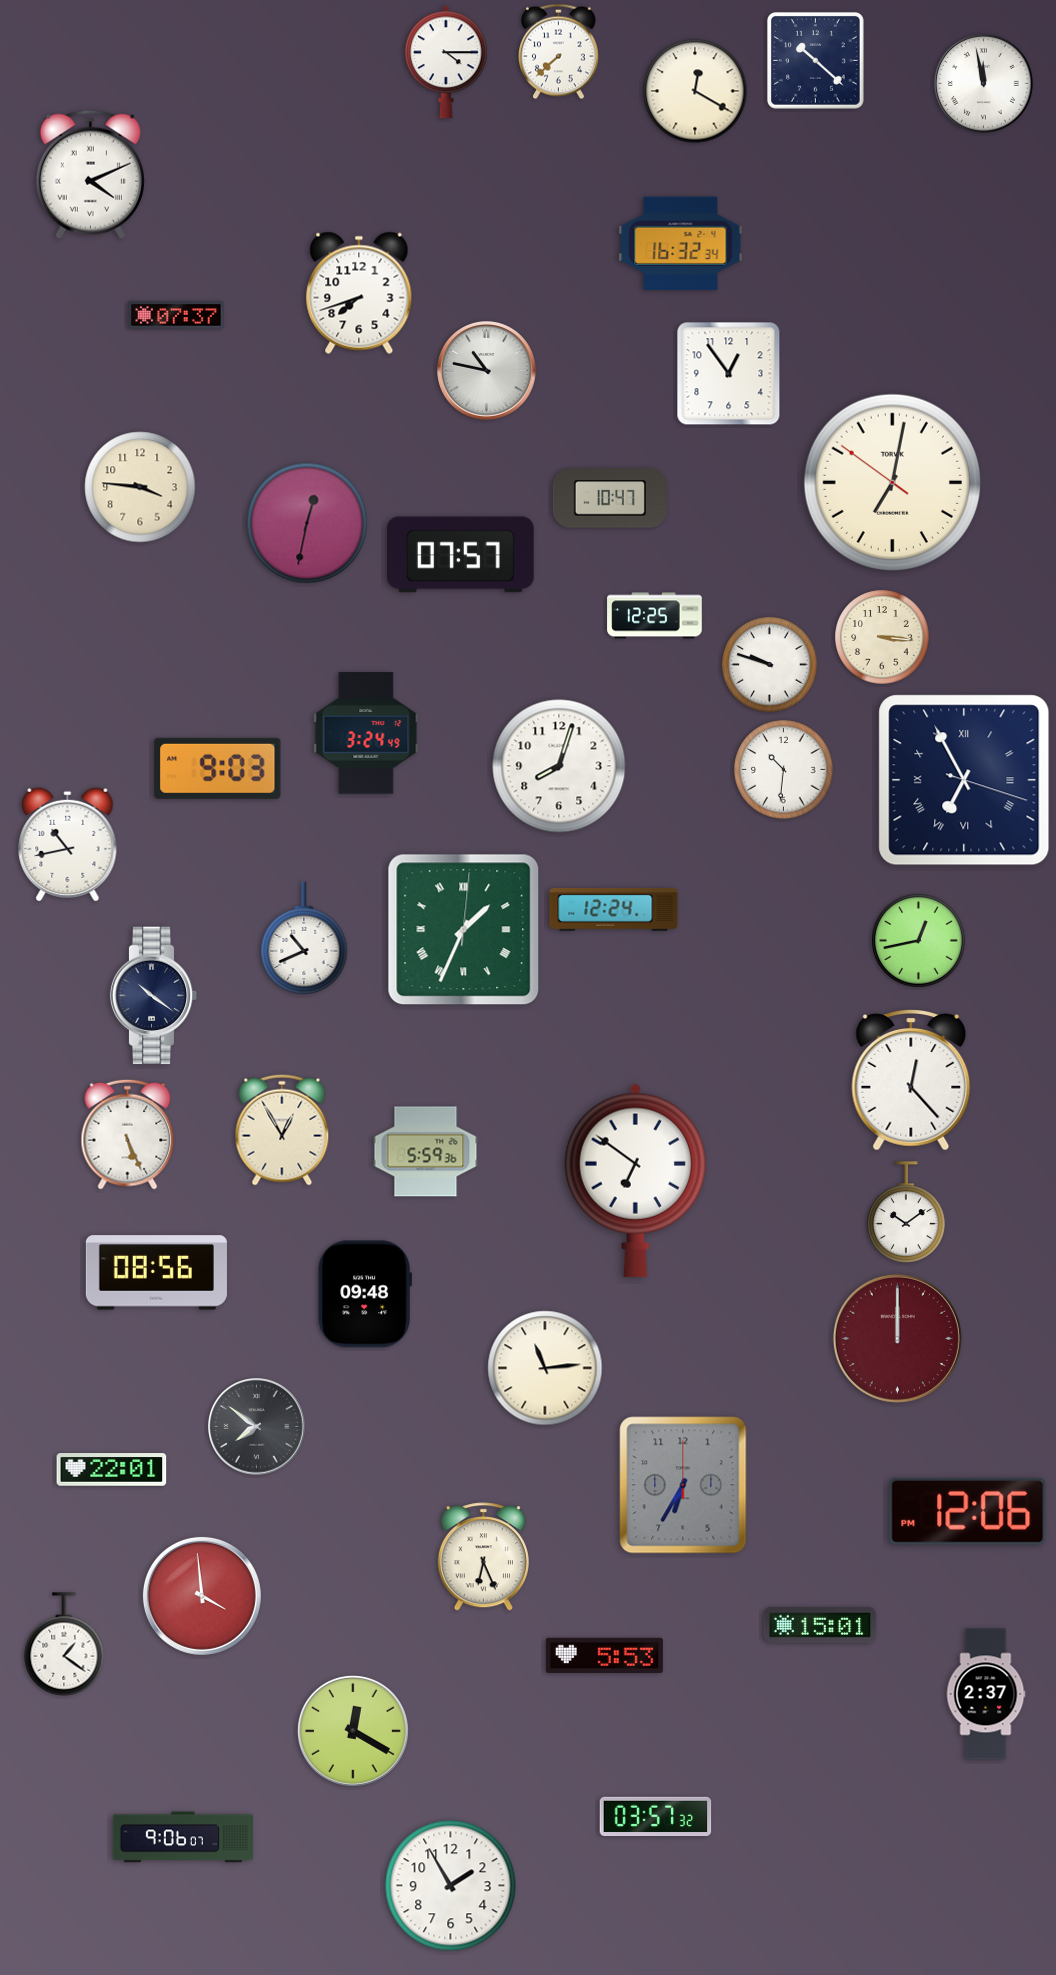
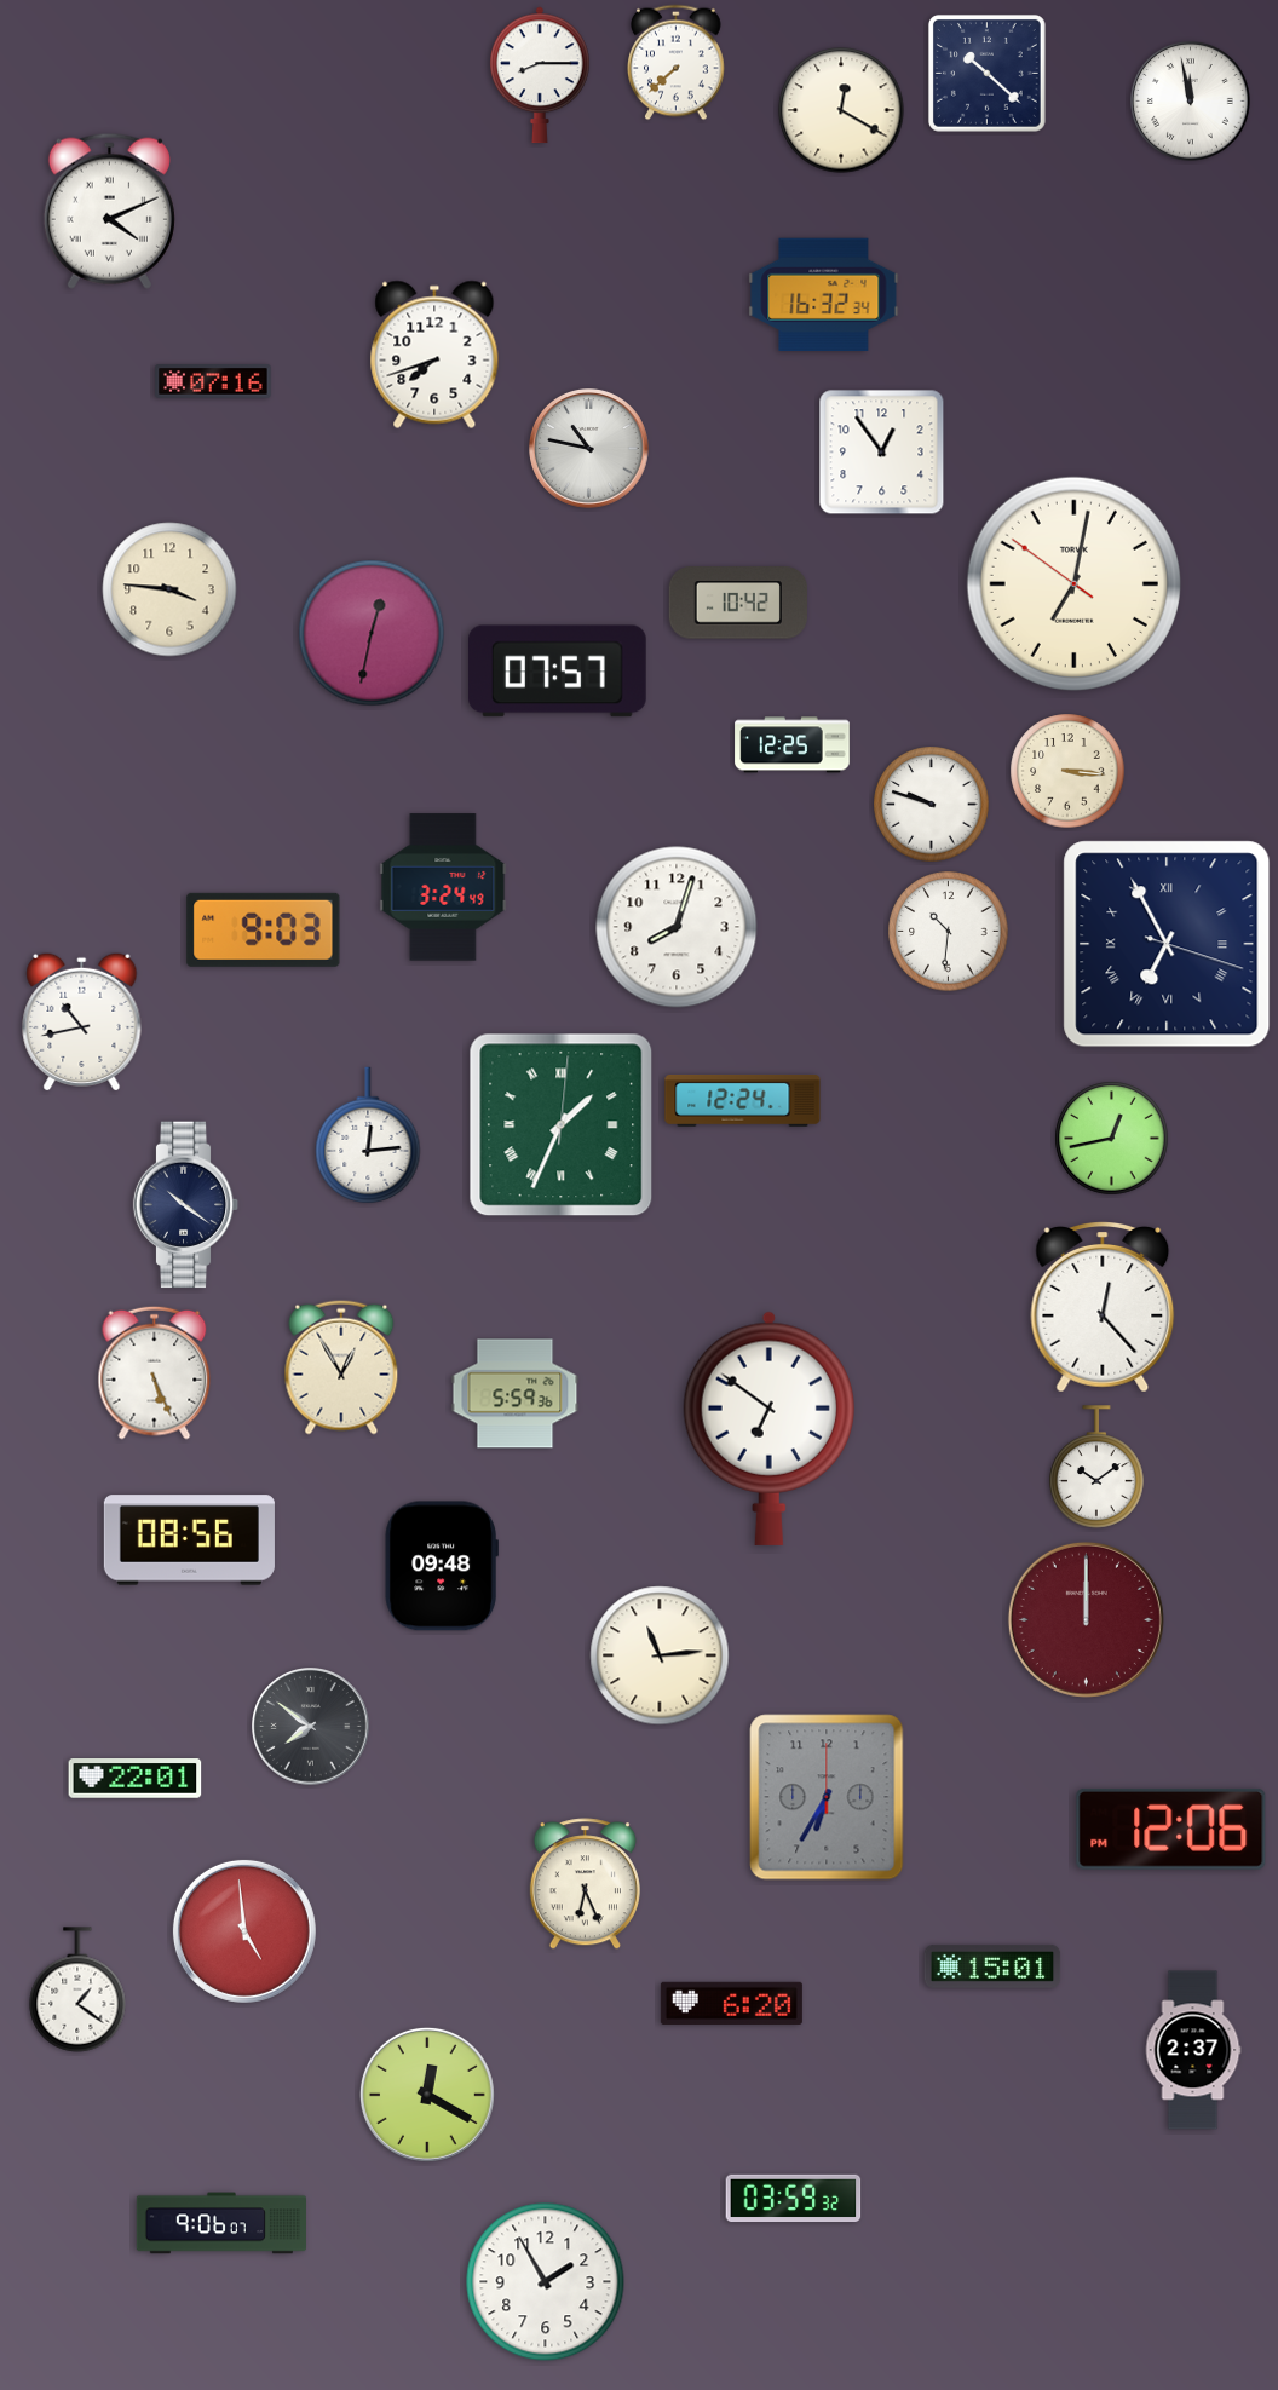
clock at (447, 62): 4:15 -> 8:15
clock at (176, 316): 07:37 -> 07:16
clock at (892, 482) position: (892, 482) -> (1073, 583)
clock at (610, 498): 10:47 -> 10:42
clock at (304, 939): 10:41 -> 12:14
clock at (202, 1596): 3:59 -> 4:59
clock at (604, 1655): 5:53 -> 6:20
clock at (656, 1817): 03:57 -> 03:59
